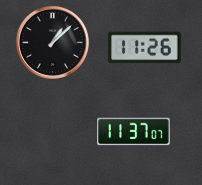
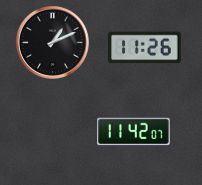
clock at (52, 42): 1:08 -> 1:11
clock at (134, 132): 11:37 -> 11:42
